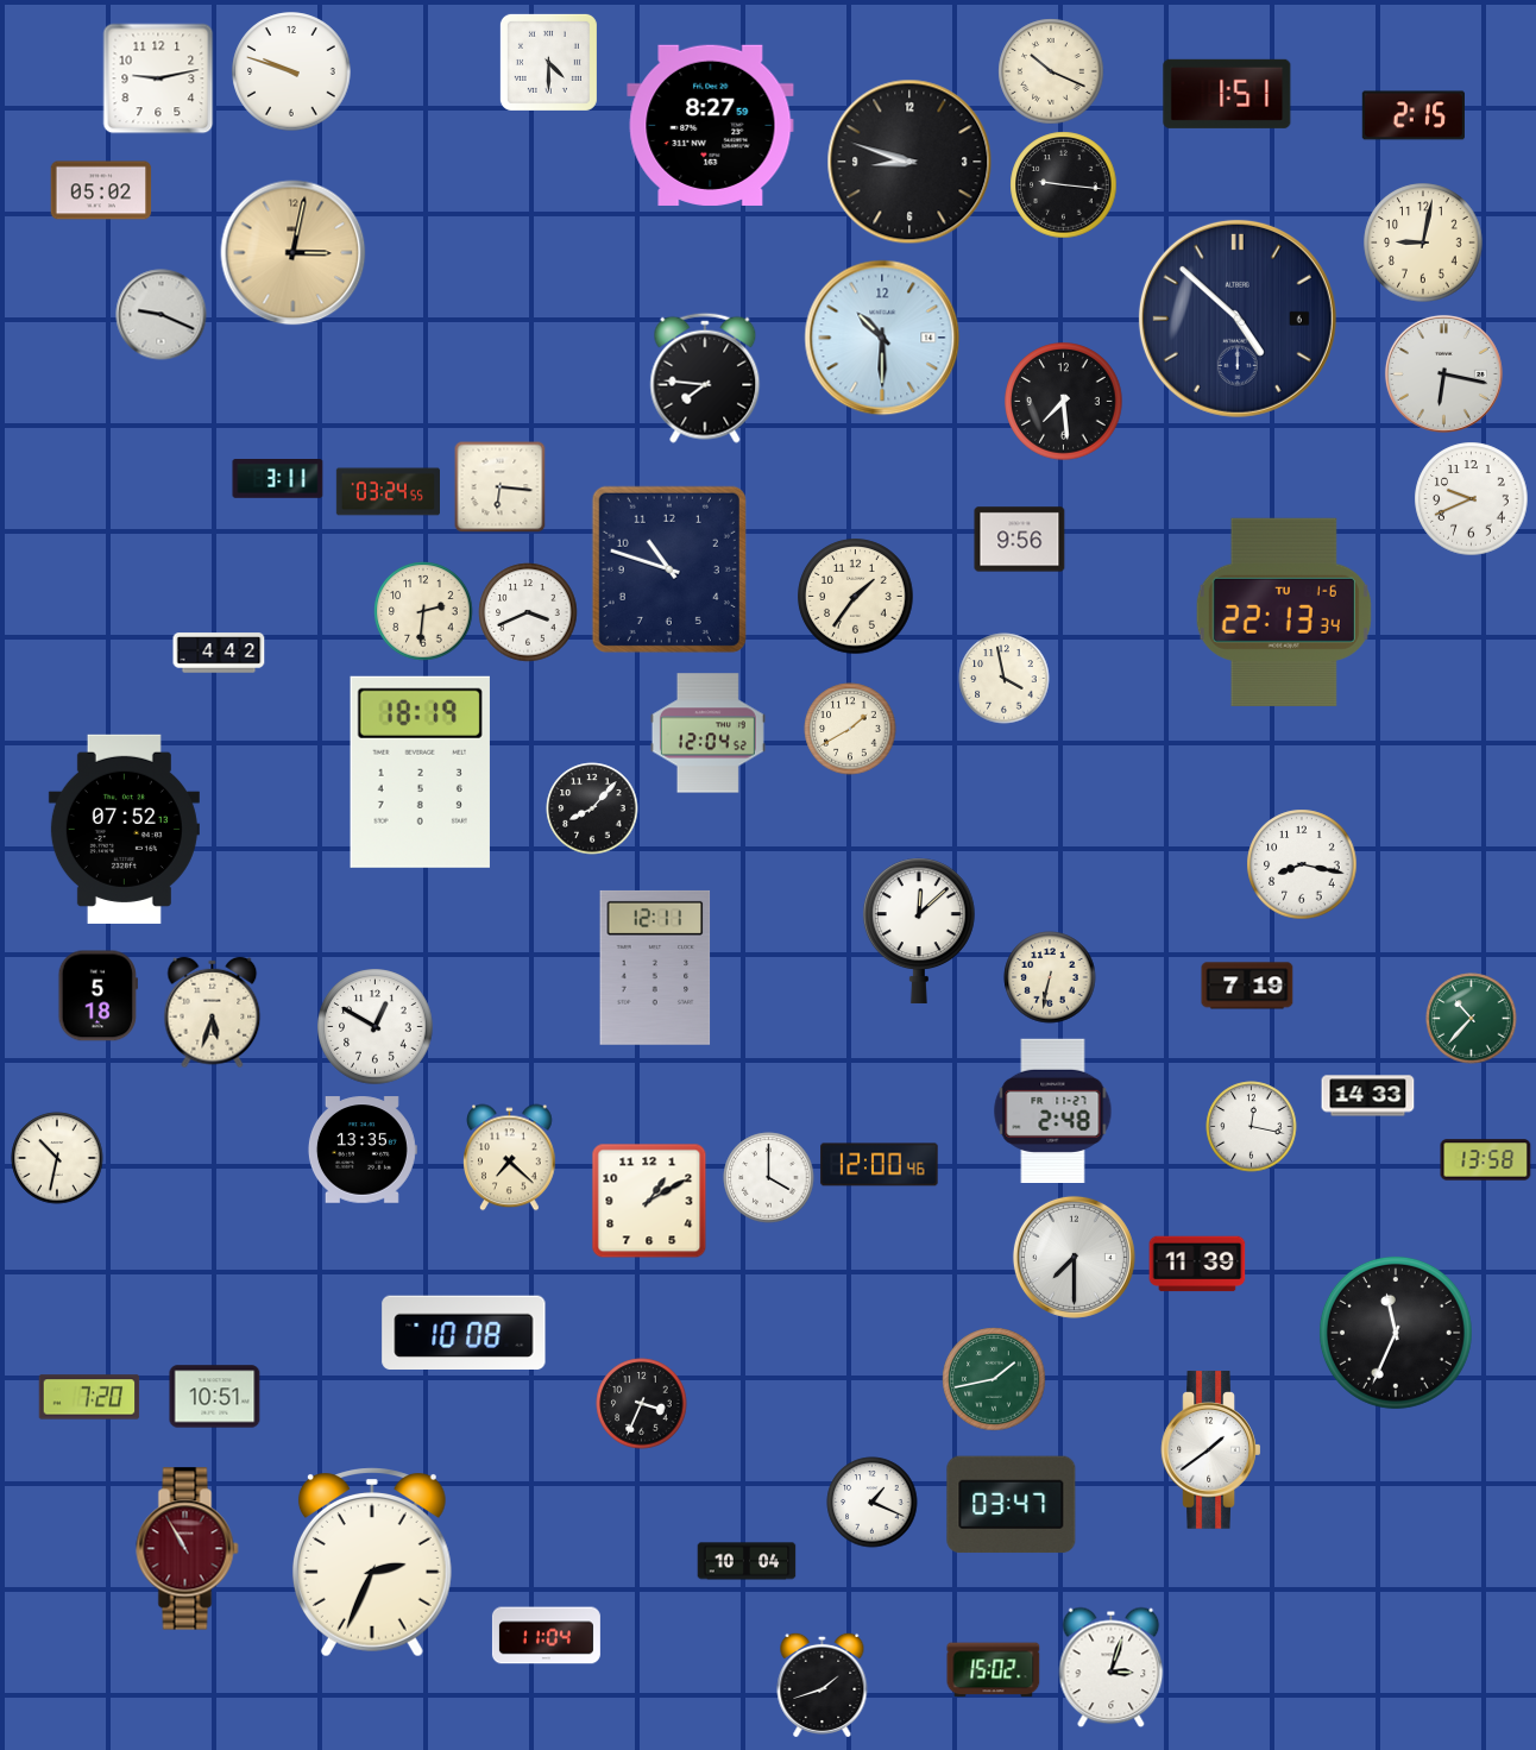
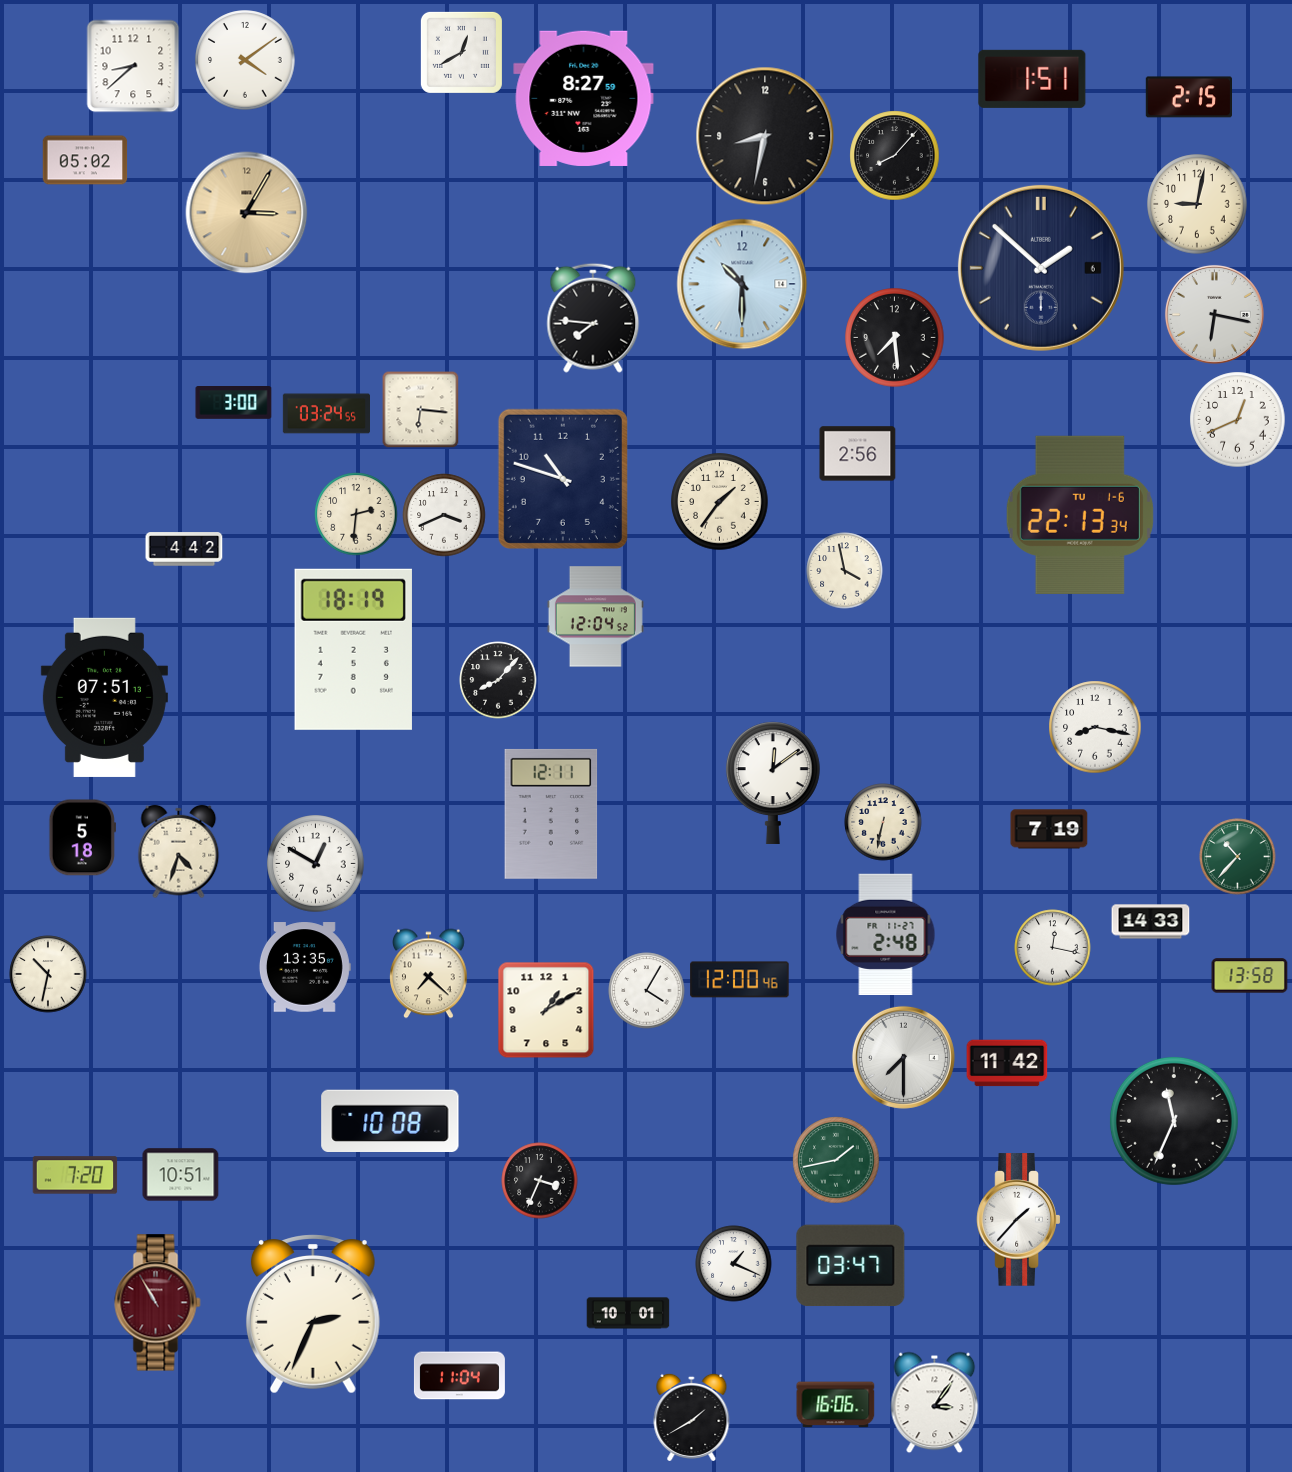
clock at (548, 62): 4:30 -> 12:40
clock at (291, 71): 9:48 -> 4:09
clock at (1051, 71): 10:19 -> none
clock at (158, 78): 9:13 -> 8:38
clock at (711, 125) position: (711, 125) -> (584, 98)
clock at (909, 162): 8:48 -> 8:32
clock at (1064, 185): 9:16 -> 8:07
clock at (294, 253): 3:02 -> 3:05
clock at (162, 315): 9:19 -> none
clock at (1238, 319): 4:52 -> 1:52
clock at (278, 479): 3:11 -> 3:00
clock at (1472, 499): 9:41 -> 12:41
clock at (1020, 540): 9:56 -> 2:56
clock at (850, 729): 1:40 -> none
clock at (124, 829): 07:52 -> 07:51
clock at (919, 931): 12:08 -> 12:09
clock at (213, 1013): 5:33 -> 4:33
clock at (769, 1178): 4:00 -> 4:05
clock at (1197, 1264): 11:39 -> 11:42
clock at (1211, 1450): 1:39 -> 1:37
clock at (747, 1561): 10:04 -> 10:01
clock at (1112, 1668): 3:03 -> 3:06
clock at (994, 1670): 15:02 -> 16:06
clock at (823, 1683): 1:42 -> 1:40
